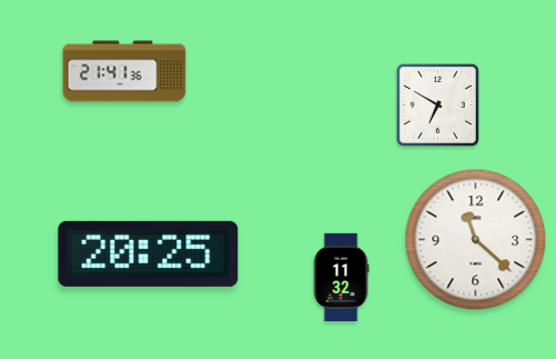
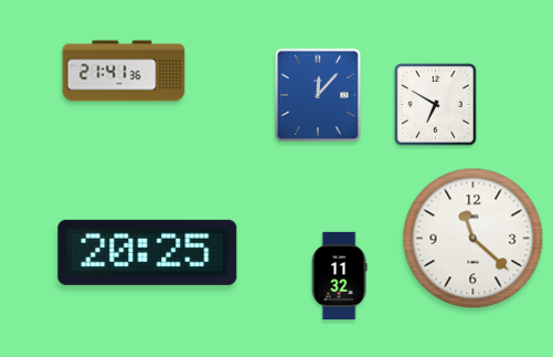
clock at (318, 95): none -> 12:07
